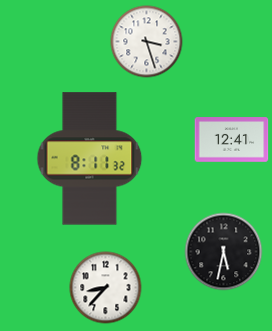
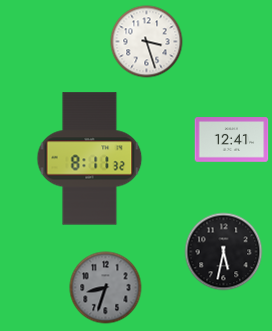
clock at (106, 288): 8:37 -> 8:33
clock at (106, 288) dial: white -> grey
